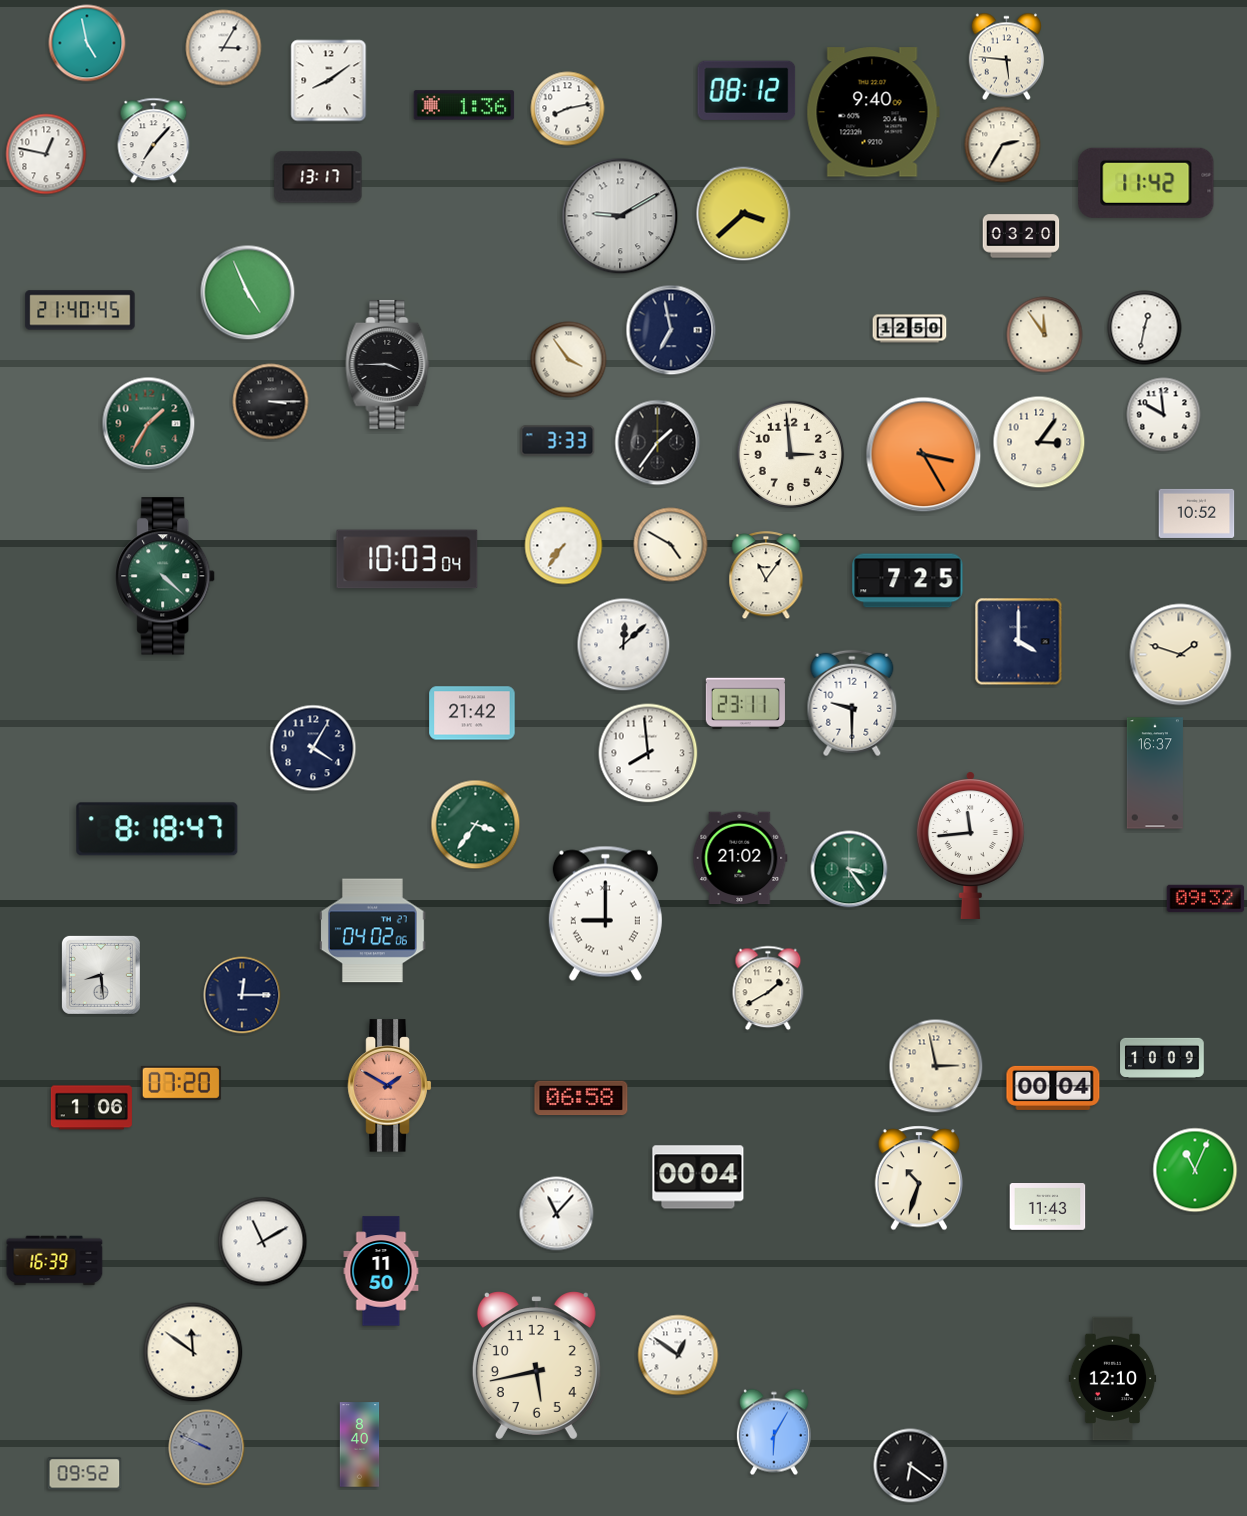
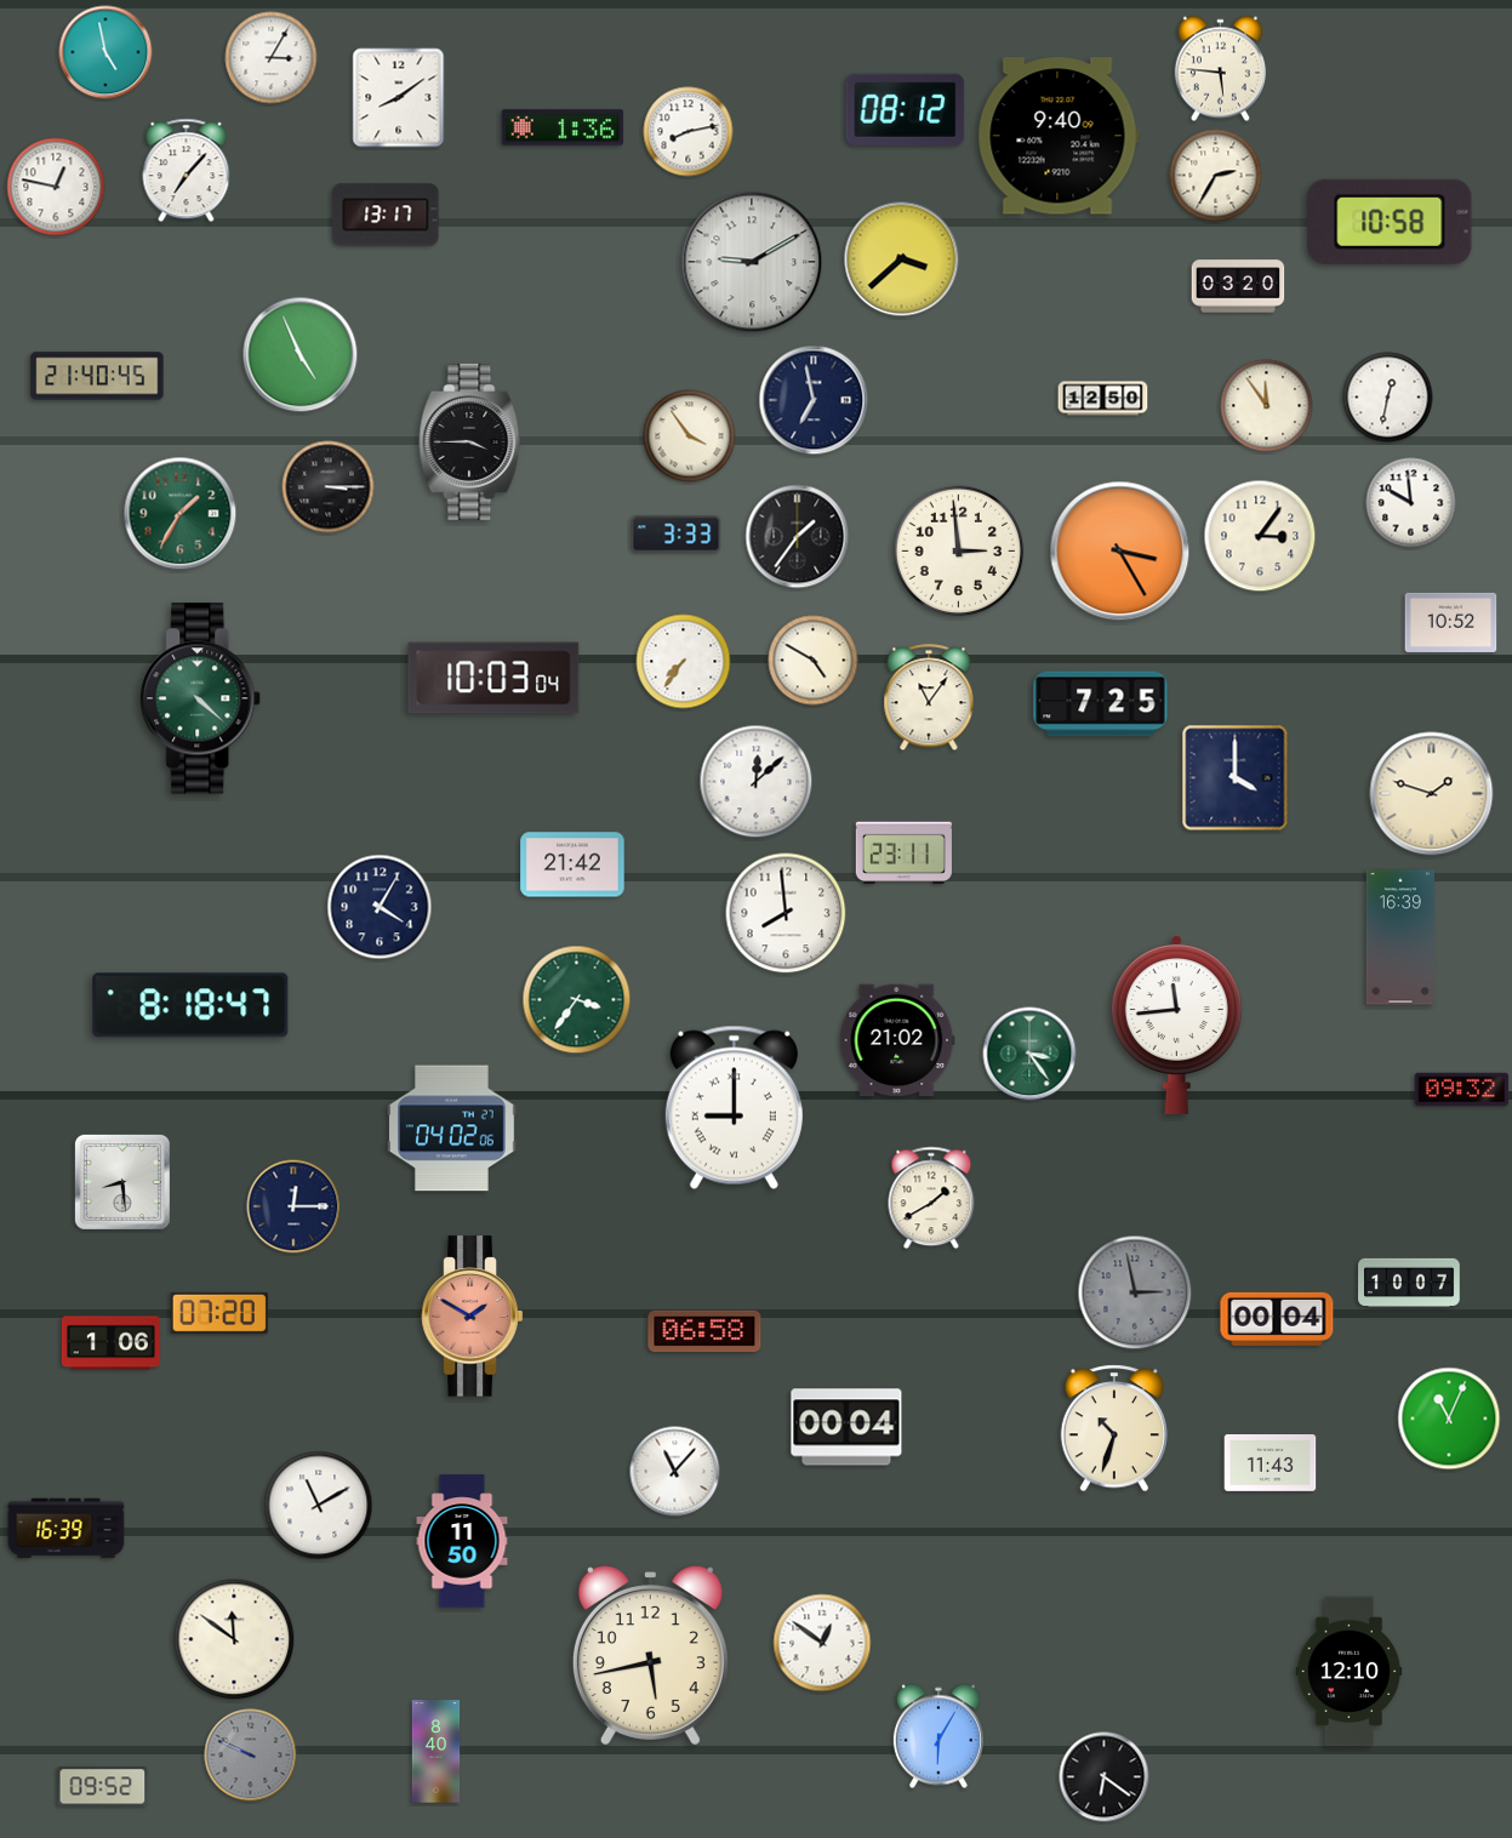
clock at (1146, 183): 11:42 -> 10:58
clock at (852, 703): 9:30 -> none
clock at (1155, 773): 16:37 -> 16:39
clock at (1162, 1057): 10:09 -> 10:07
clock at (936, 1066) dial: cream -> grey
